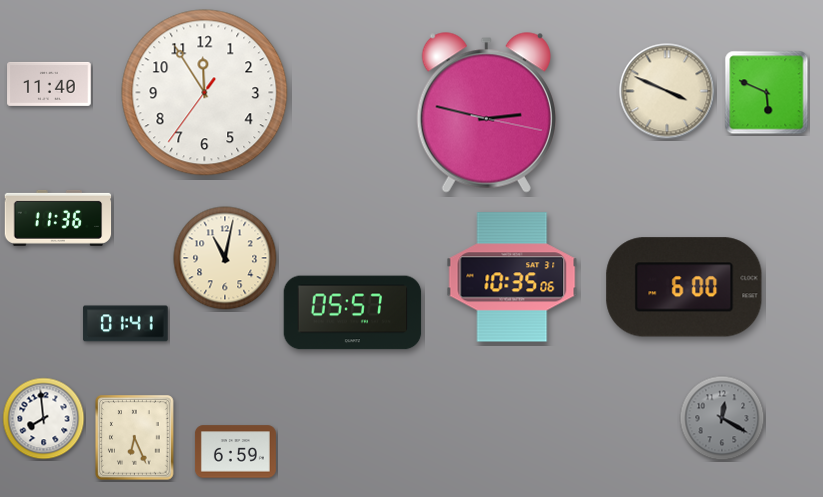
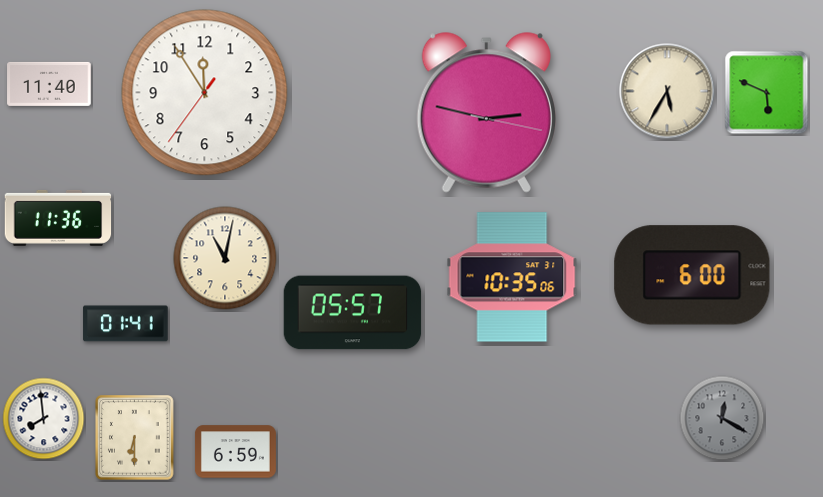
clock at (667, 91): 3:49 -> 5:35
clock at (684, 287) position: (684, 287) -> (692, 275)
clock at (135, 438): 6:26 -> 6:30
